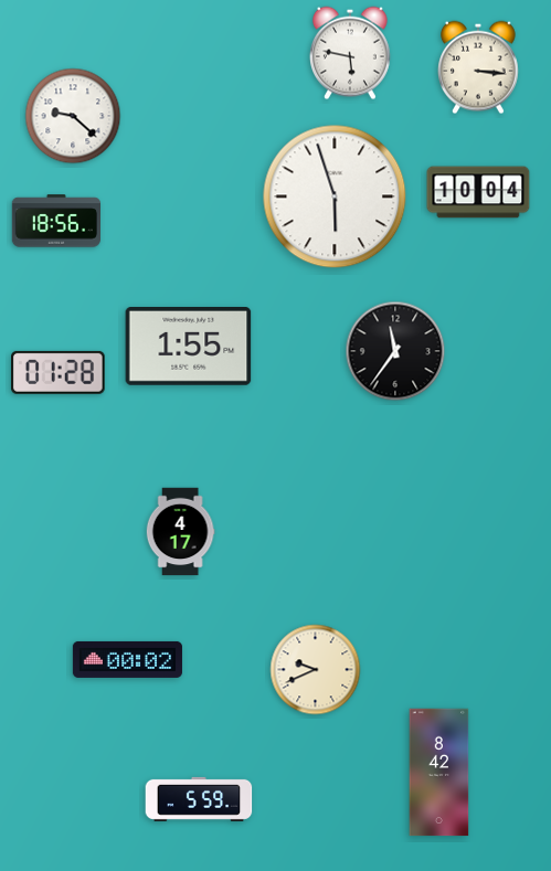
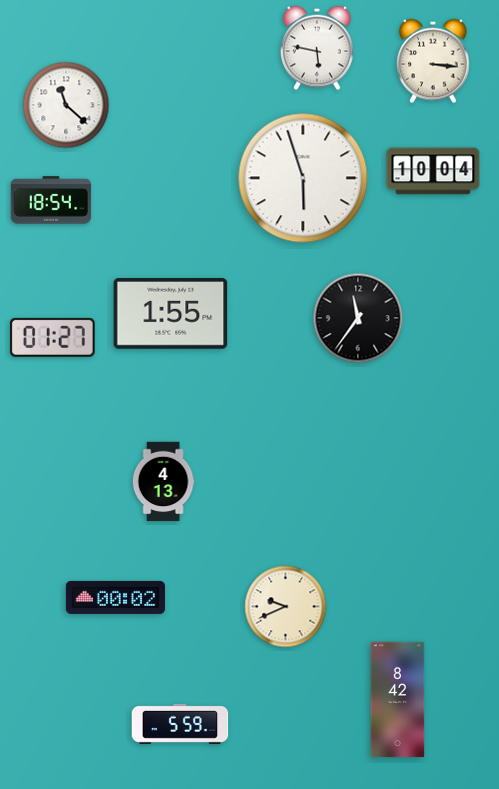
clock at (73, 116): 9:22 -> 11:22
clock at (478, 192) position: (478, 192) -> (433, 171)
clock at (55, 221): 18:56 -> 18:54
clock at (59, 372): 01:28 -> 01:27
clock at (180, 532): 4:17 -> 4:13
